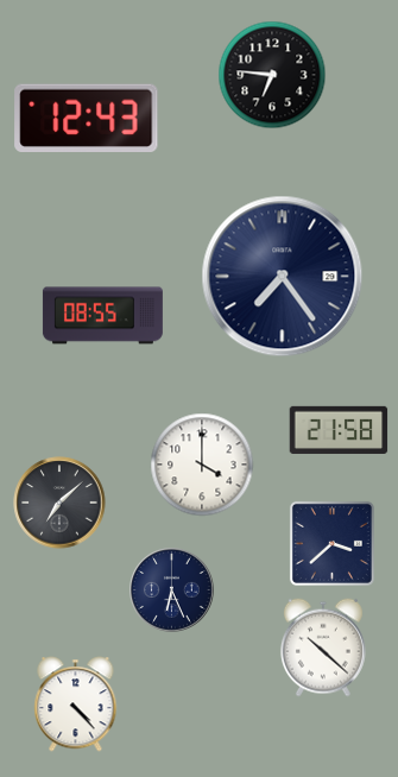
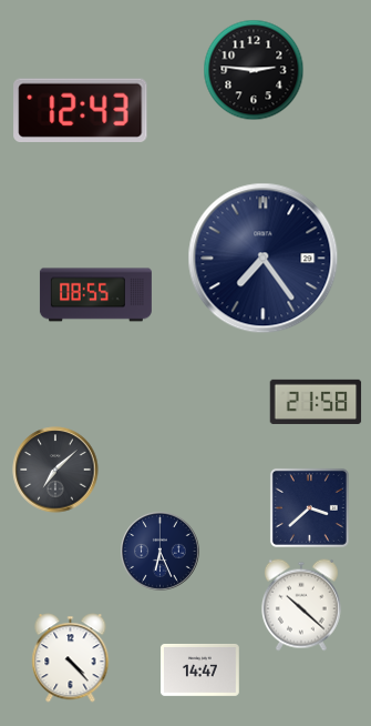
clock at (272, 75): 6:46 -> 2:46
clock at (202, 465): 4:00 -> none
clock at (200, 669): none -> 14:47
